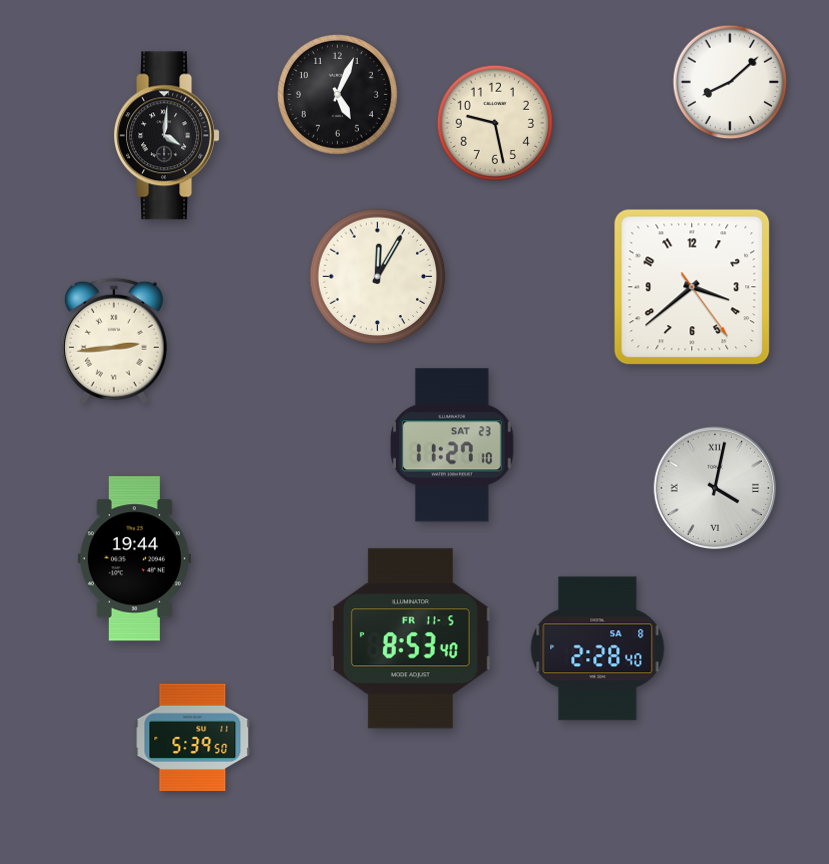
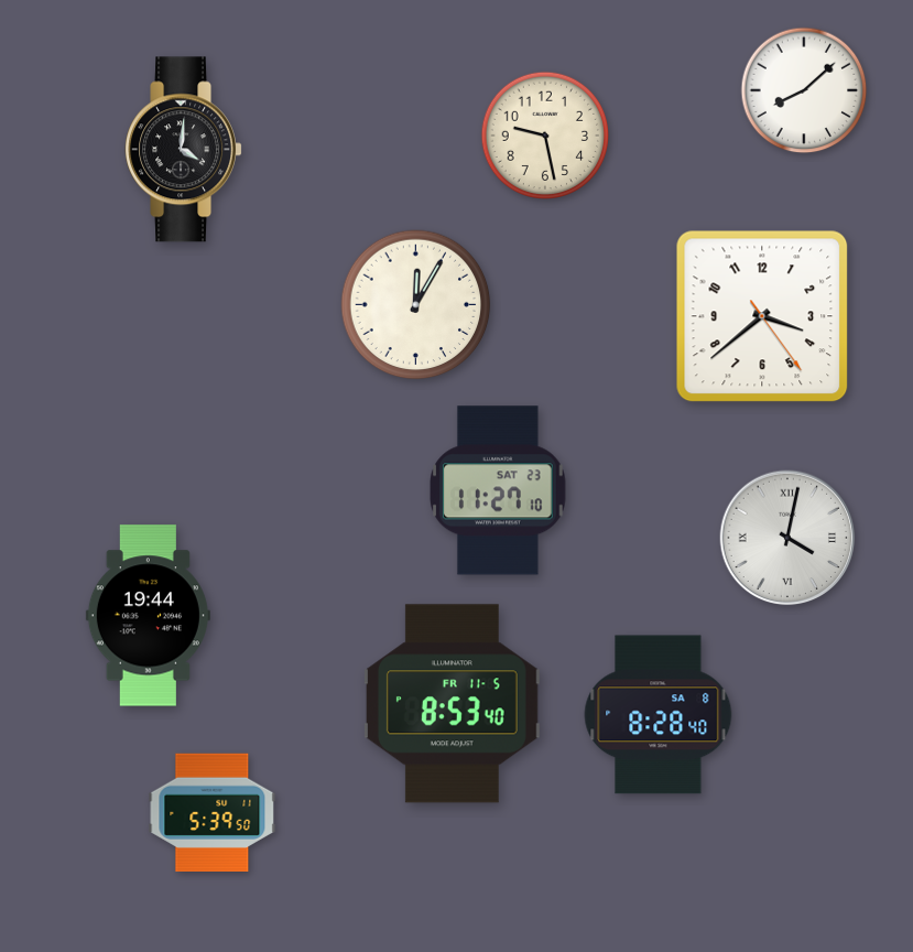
clock at (337, 94): 5:04 -> none
clock at (114, 341): 2:44 -> none
clock at (598, 649): 2:28 -> 8:28
